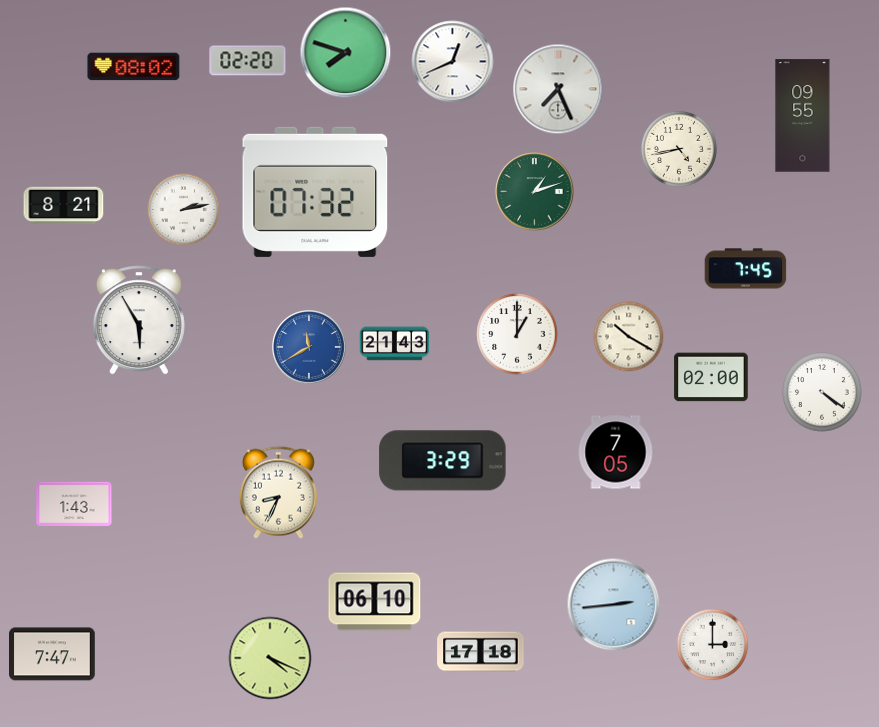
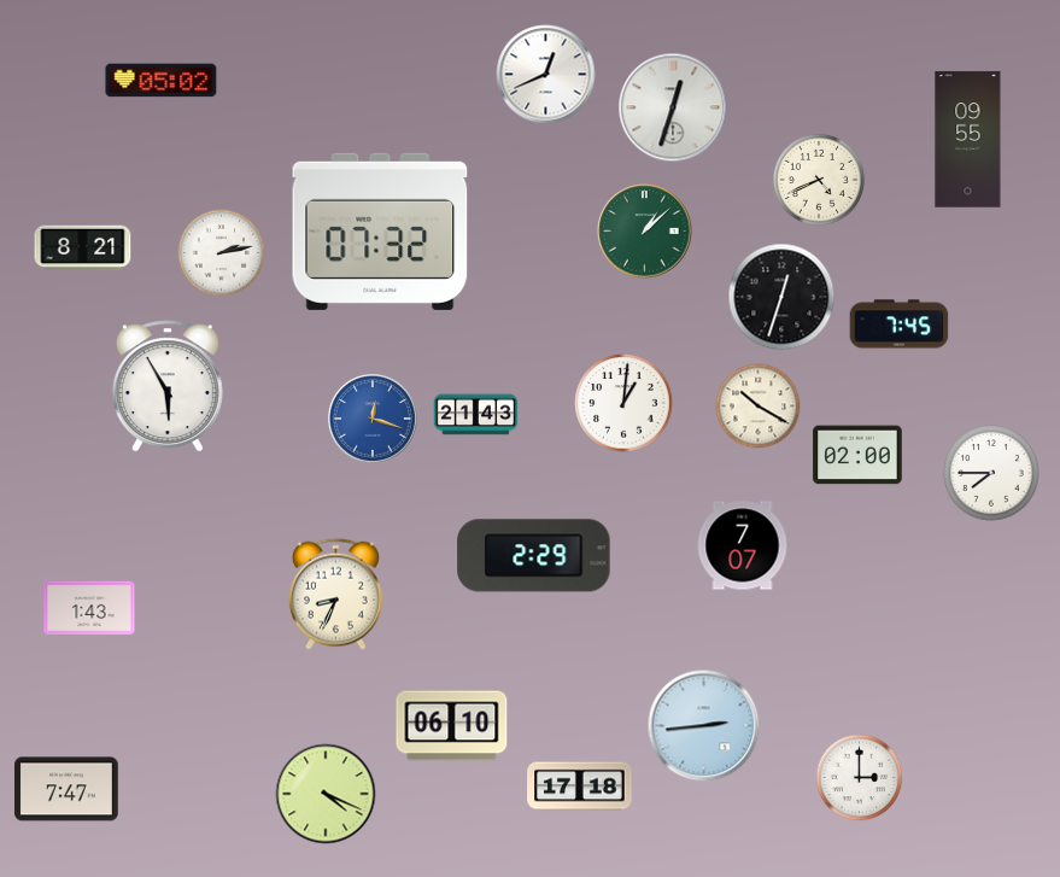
clock at (346, 53): 7:48 -> none
clock at (248, 61): 02:20 -> none
clock at (134, 67): 08:02 -> 05:02
clock at (558, 89): 7:26 -> 12:33
clock at (679, 149): 4:43 -> 4:41
clock at (535, 192): 1:12 -> 1:08
clock at (64, 206) position: (64, 206) -> (83, 249)
clock at (781, 297): none -> 12:33
clock at (517, 334): 1:00 -> 1:01
clock at (309, 347): 11:40 -> 12:18
clock at (822, 392): 4:21 -> 7:45
clock at (616, 452): 7:05 -> 7:07
clock at (443, 461): 3:29 -> 2:29
clock at (614, 605) position: (614, 605) -> (704, 726)
clock at (52, 654) position: (52, 654) -> (66, 789)
